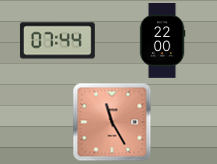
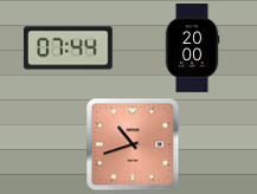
clock at (162, 41): 22:00 -> 20:00
clock at (112, 122): 11:25 -> 10:42
